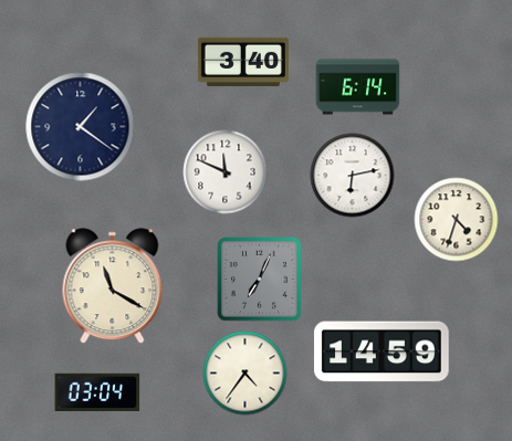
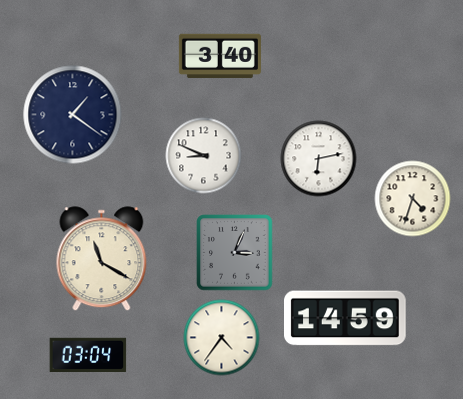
clock at (358, 87): 6:14 -> none
clock at (226, 172): 11:49 -> 8:49
clock at (260, 280): 7:04 -> 3:04
